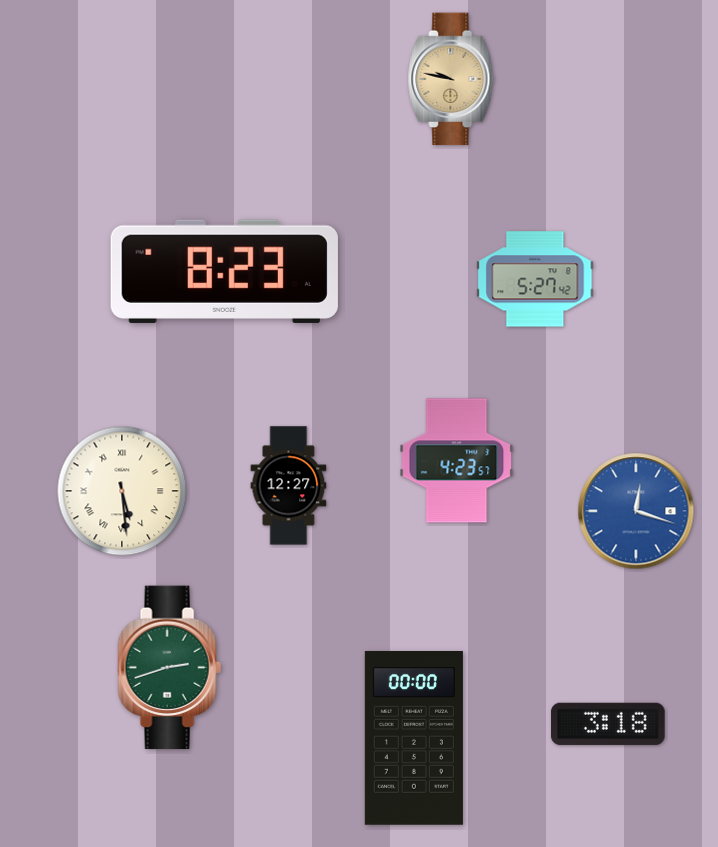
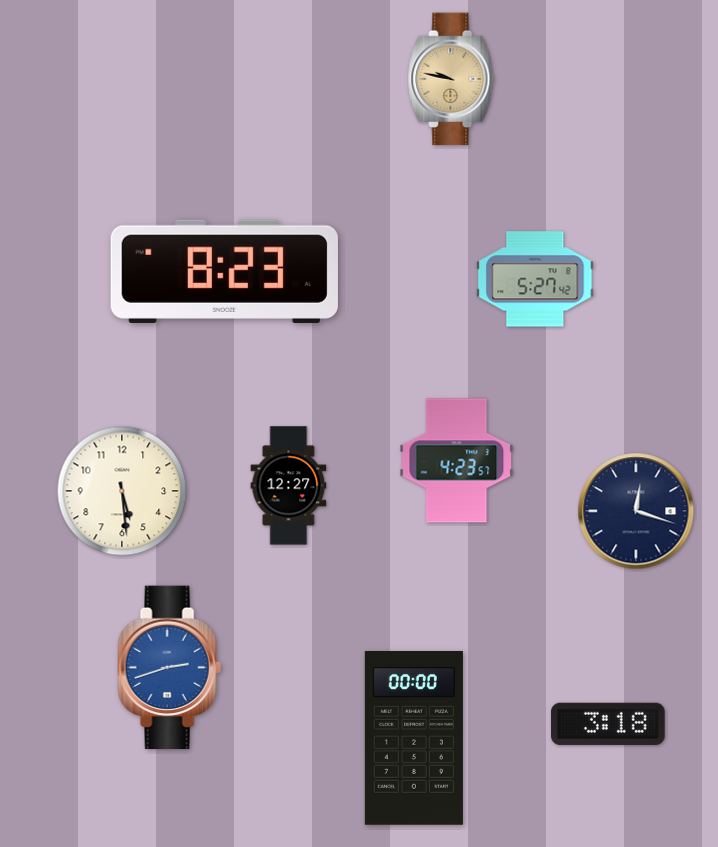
clock at (122, 491) numerals: Roman -> Arabic
clock at (636, 511) dial: blue -> navy
clock at (169, 668) dial: green -> blue
